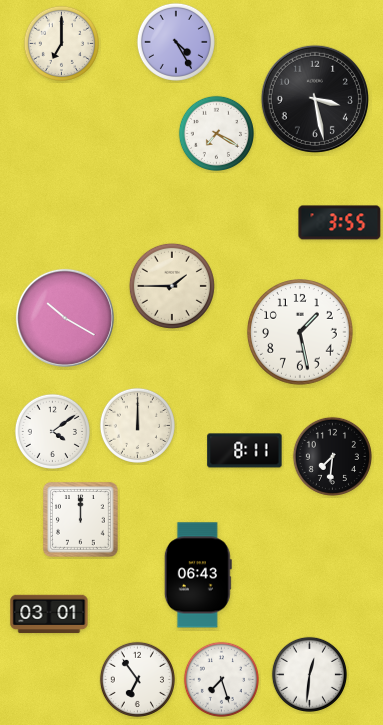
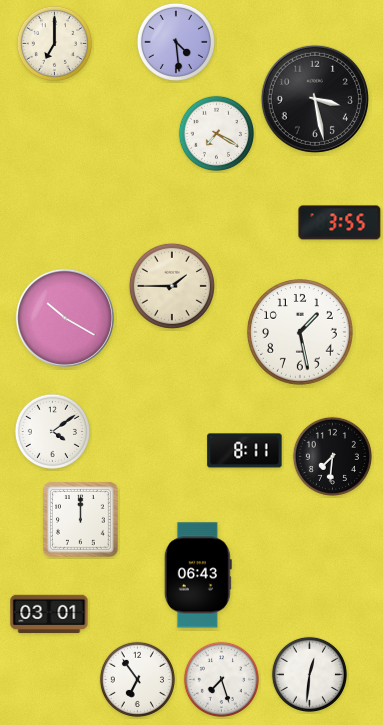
clock at (176, 42): 4:25 -> 4:29
clock at (61, 43) position: (61, 43) -> (54, 43)
clock at (137, 425): 12:00 -> none
